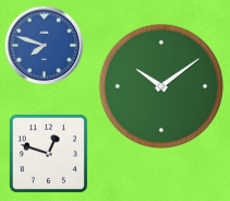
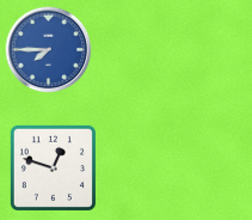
clock at (45, 46): 7:48 -> 7:45
clock at (161, 86): 10:09 -> none
